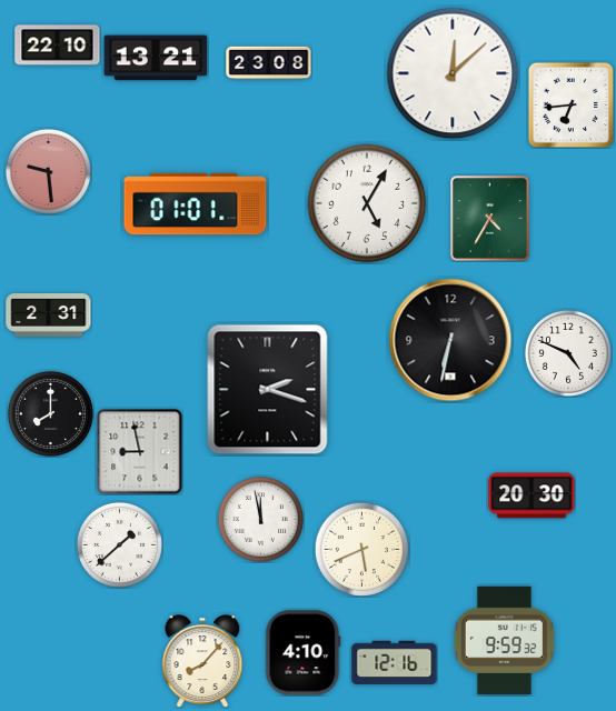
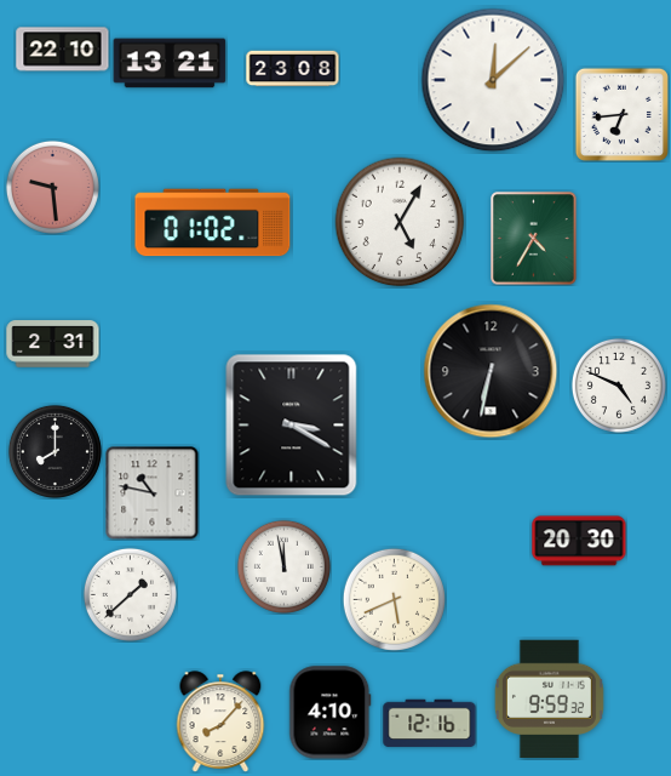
clock at (196, 204): 01:01 -> 01:02
clock at (268, 390): 2:18 -> 3:20
clock at (140, 452): 8:58 -> 10:47
